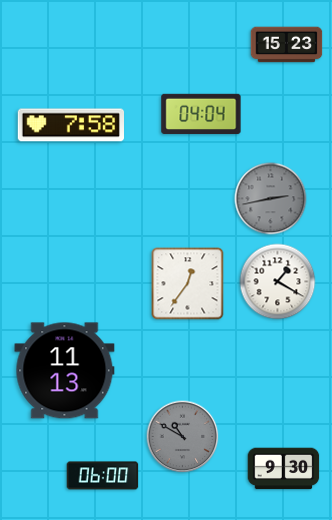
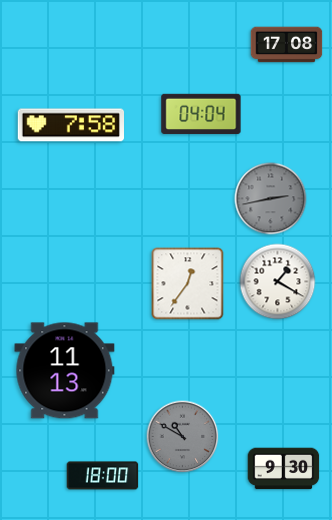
clock at (287, 45): 15:23 -> 17:08
clock at (103, 476): 06:00 -> 18:00
